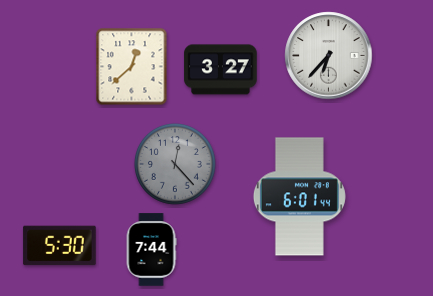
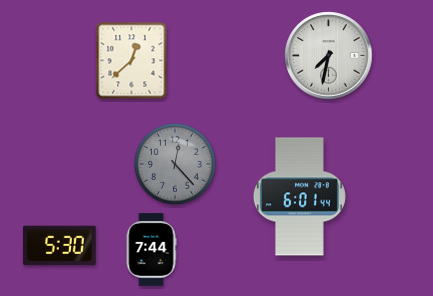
clock at (329, 56): 6:37 -> 7:32
clock at (132, 67) position: (132, 67) -> (132, 61)
clock at (221, 70): 3:27 -> none
